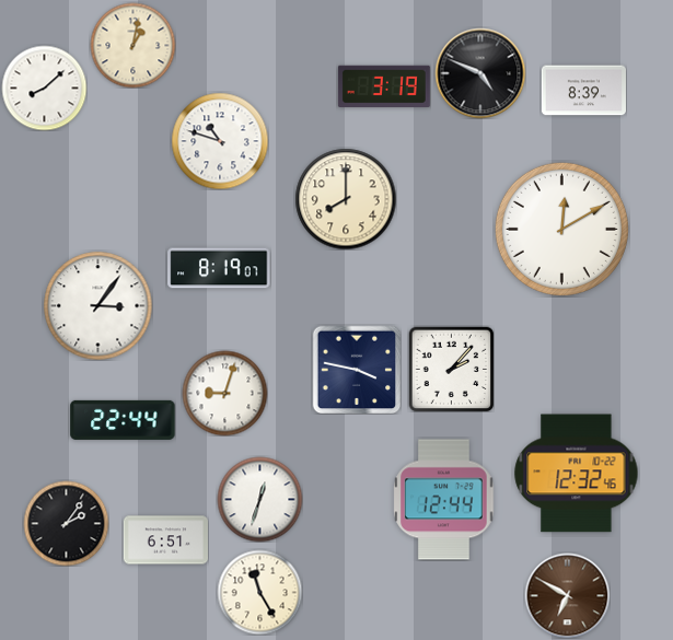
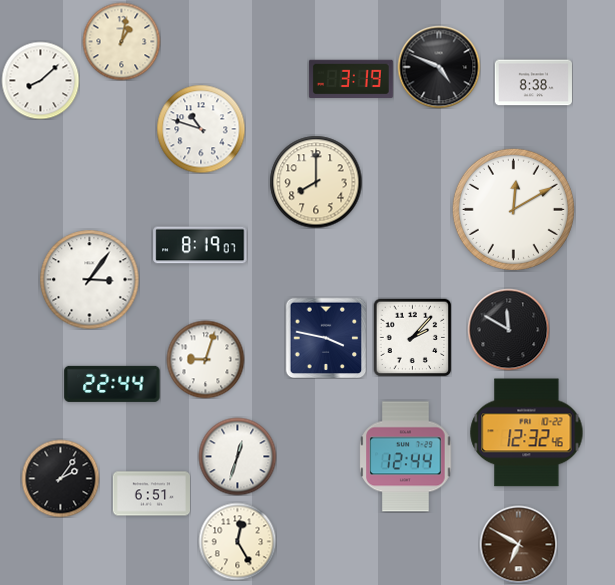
clock at (583, 91): 8:39 -> 8:38
clock at (508, 329): none -> 11:50
clock at (259, 592): 11:25 -> 12:25
